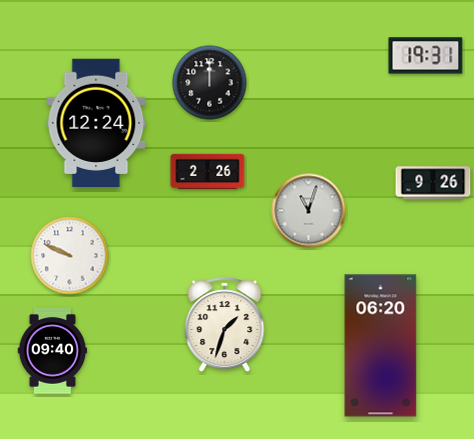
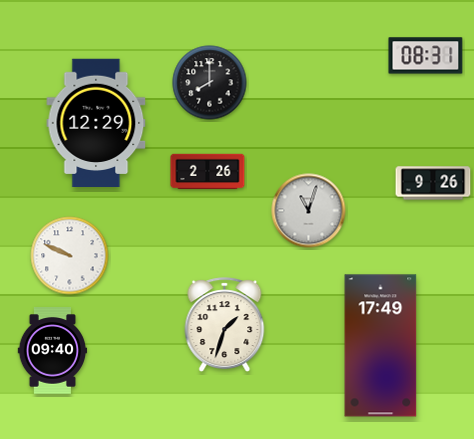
clock at (426, 56): 19:31 -> 08:31
clock at (210, 83): 12:00 -> 8:00
clock at (96, 122): 12:24 -> 12:29
clock at (381, 346): 06:20 -> 17:49
